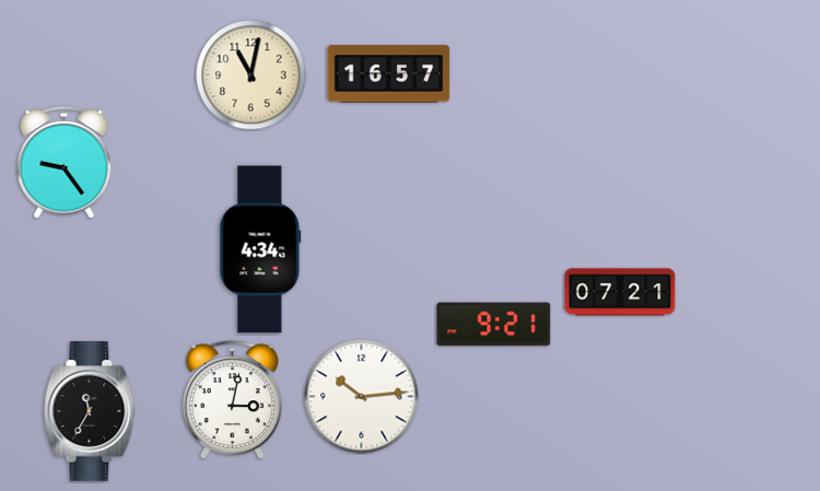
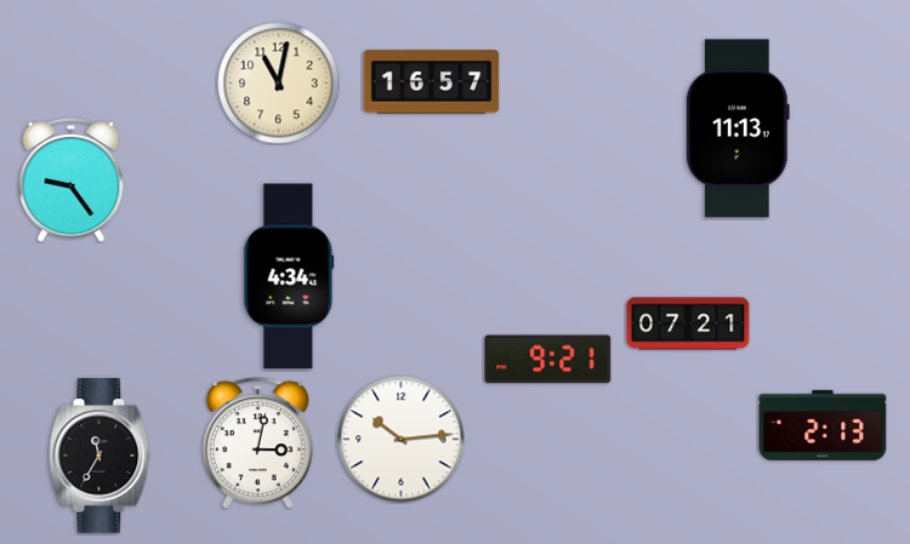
clock at (738, 128): none -> 11:13
clock at (823, 425): none -> 2:13
